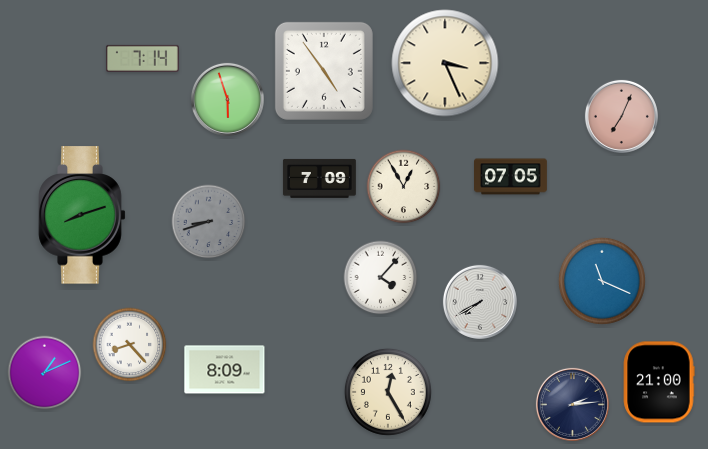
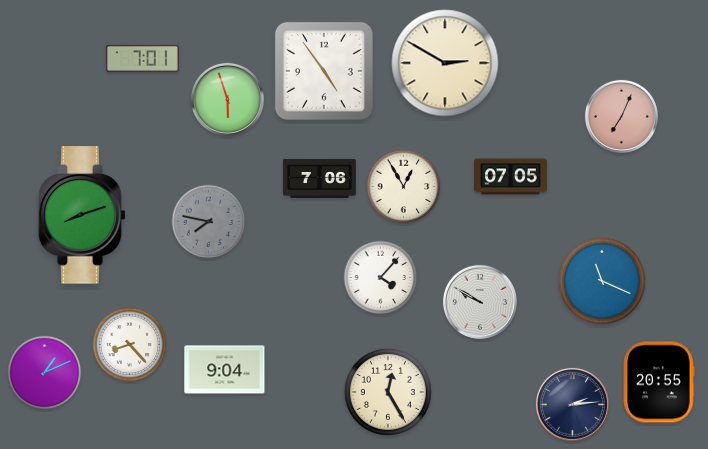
clock at (142, 58): 7:14 -> 7:01
clock at (445, 63): 3:26 -> 2:50
clock at (319, 178): 7:09 -> 7:06
clock at (209, 222): 8:42 -> 7:47
clock at (480, 302): 7:40 -> 9:50
clock at (225, 370): 8:09 -> 9:04
clock at (659, 382): 21:00 -> 20:55
